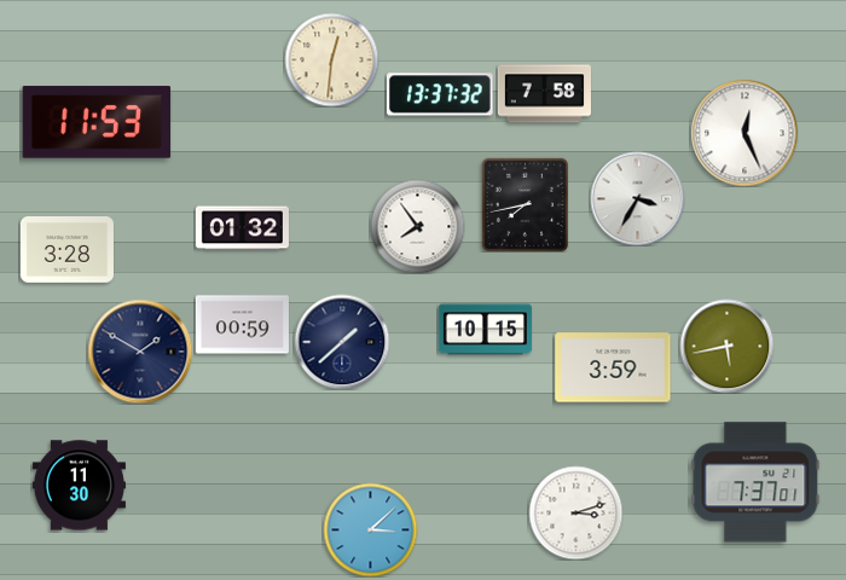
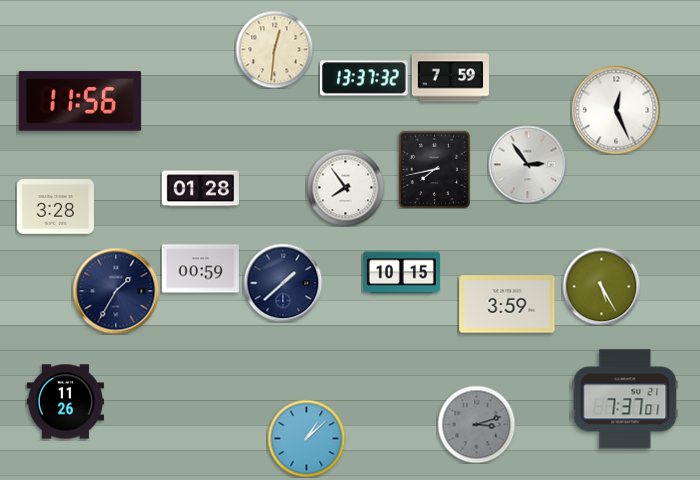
clock at (544, 94): 7:58 -> 7:59
clock at (97, 122): 11:53 -> 11:56
clock at (637, 198): 3:35 -> 2:54
clock at (242, 228): 01:32 -> 01:28
clock at (726, 346): 5:43 -> 5:25
clock at (140, 352): 1:50 -> 1:35
clock at (79, 486): 11:30 -> 11:26
clock at (575, 512) dial: white -> grey
clock at (370, 529): 3:08 -> 1:08
